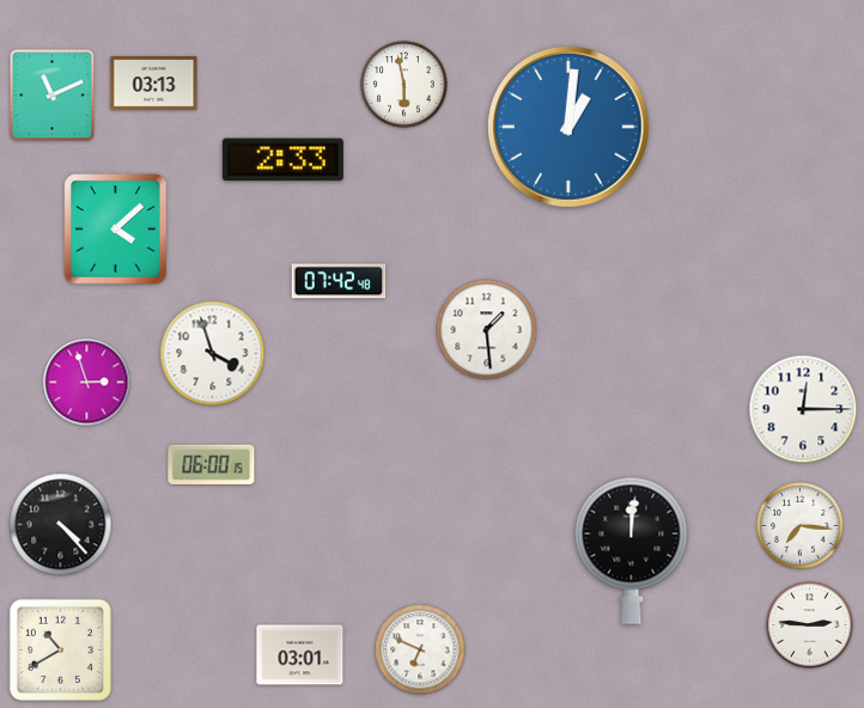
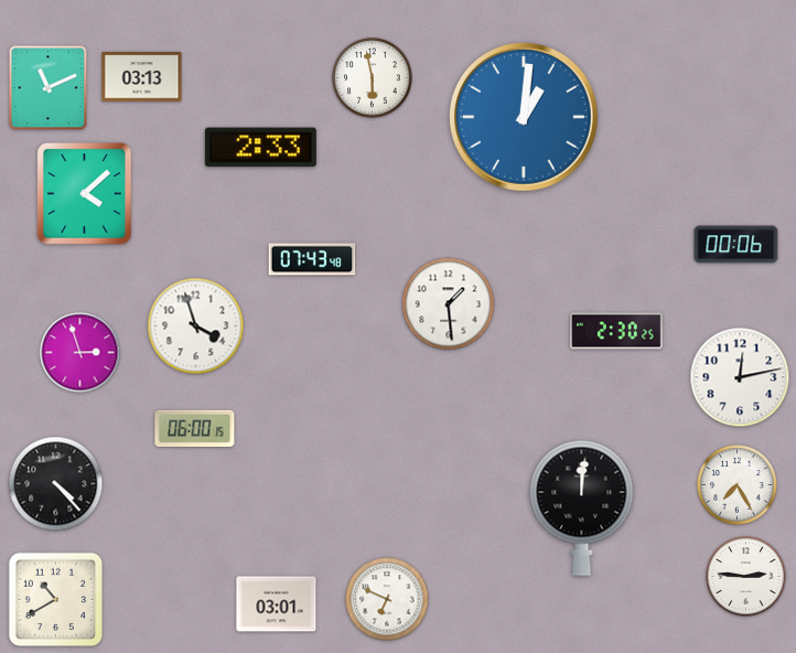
clock at (116, 230) position: (116, 230) -> (85, 194)
clock at (736, 245): none -> 00:06
clock at (339, 281): 07:42 -> 07:43
clock at (617, 331): none -> 2:30
clock at (803, 409): 12:15 -> 12:13
clock at (801, 526): 7:16 -> 7:25
